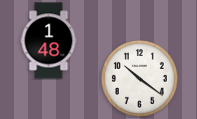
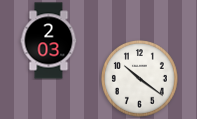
clock at (49, 41): 1:48 -> 2:03
